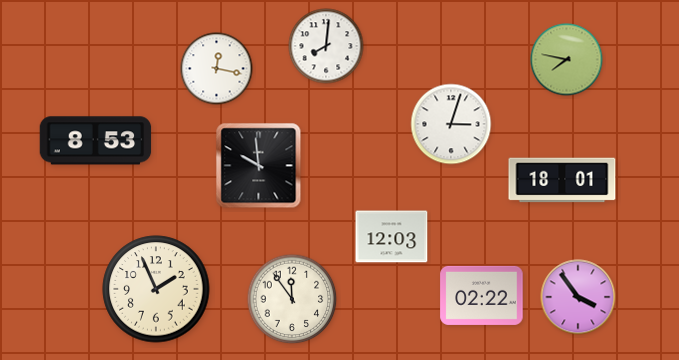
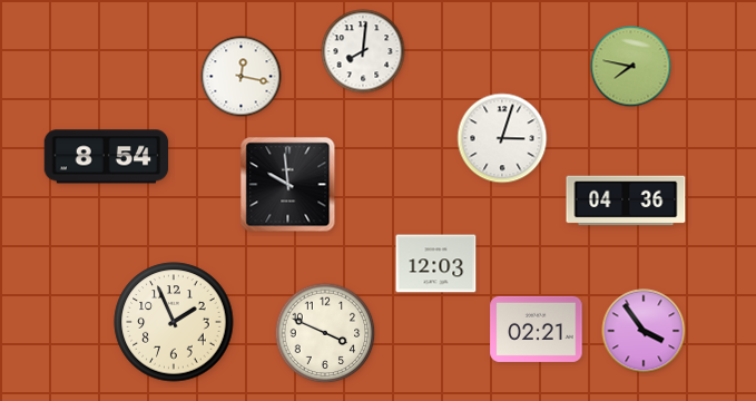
clock at (96, 141): 8:53 -> 8:54
clock at (562, 180): 18:01 -> 04:36
clock at (482, 295): 02:22 -> 02:21
clock at (292, 299): 11:54 -> 3:49
